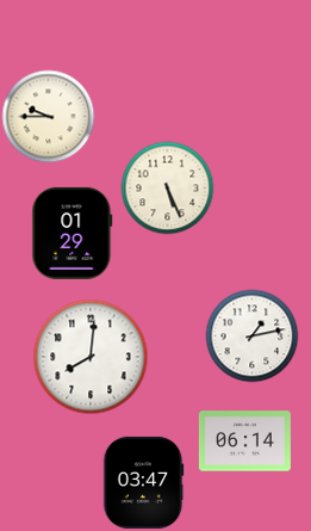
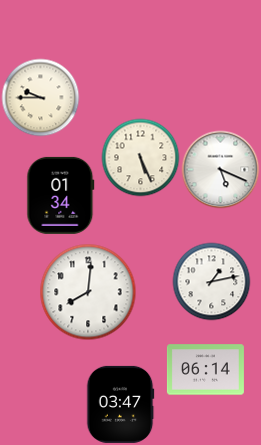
clock at (220, 169): none -> 5:19
clock at (73, 233): 01:29 -> 01:34
clock at (91, 357) position: (91, 357) -> (88, 292)
